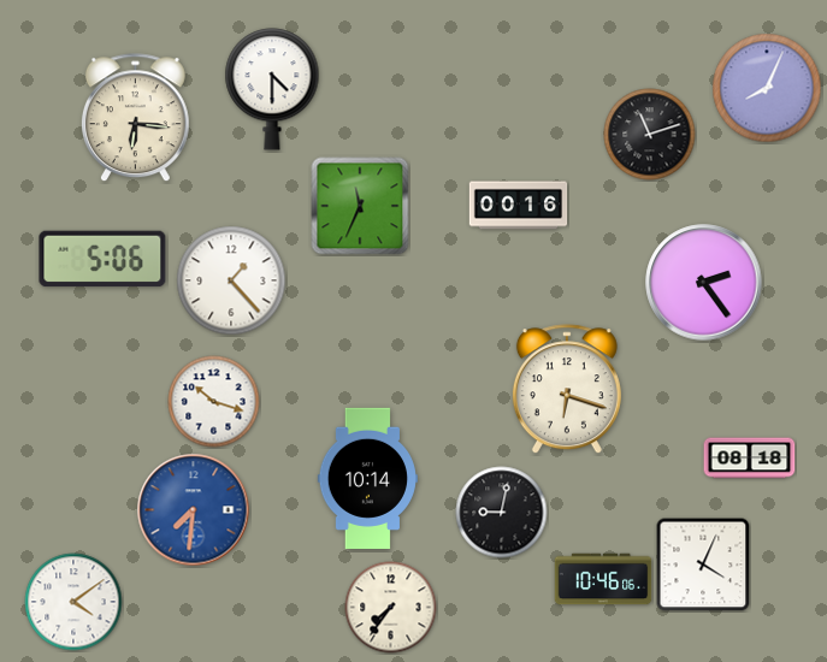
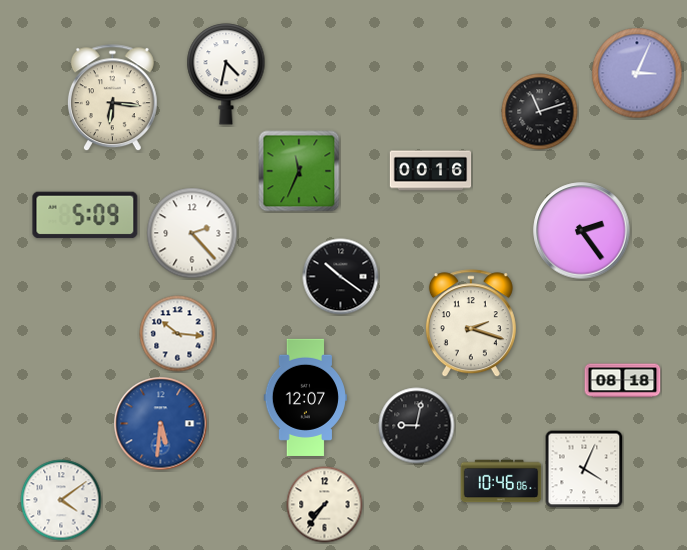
clock at (767, 88): 8:04 -> 3:04
clock at (272, 89): 4:30 -> 4:32
clock at (102, 259): 5:06 -> 5:09
clock at (231, 280): 1:23 -> 2:23
clock at (704, 283) position: (704, 283) -> (582, 231)
clock at (341, 277): none -> 10:21
clock at (567, 390): 6:18 -> 2:18
clock at (214, 402): 10:18 -> 10:16
clock at (367, 478): 10:14 -> 12:07
clock at (194, 510): 7:31 -> 5:31
